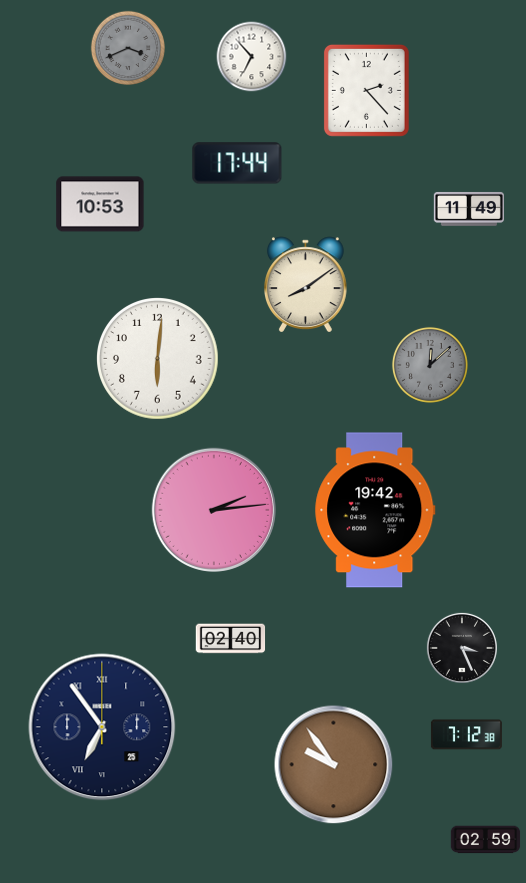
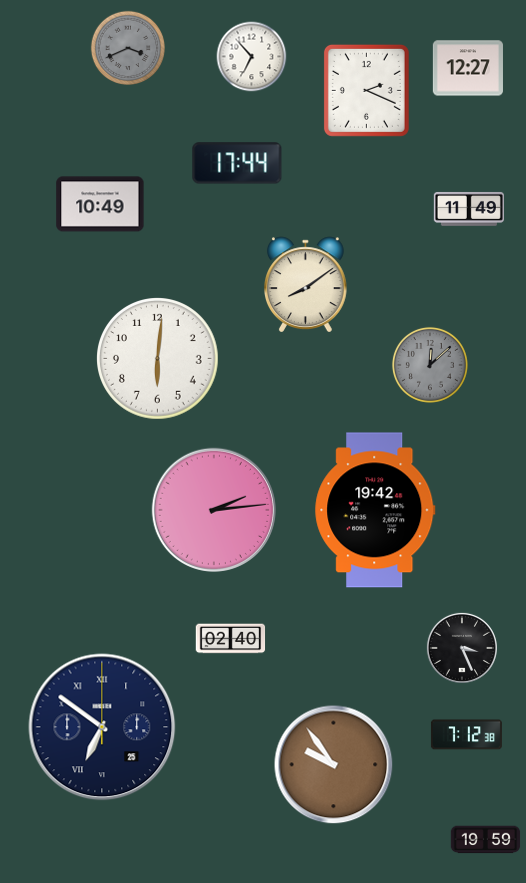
clock at (468, 68): none -> 12:27
clock at (366, 90): 2:23 -> 2:19
clock at (100, 204): 10:53 -> 10:49
clock at (102, 727): 6:54 -> 6:51
clock at (486, 840): 02:59 -> 19:59
